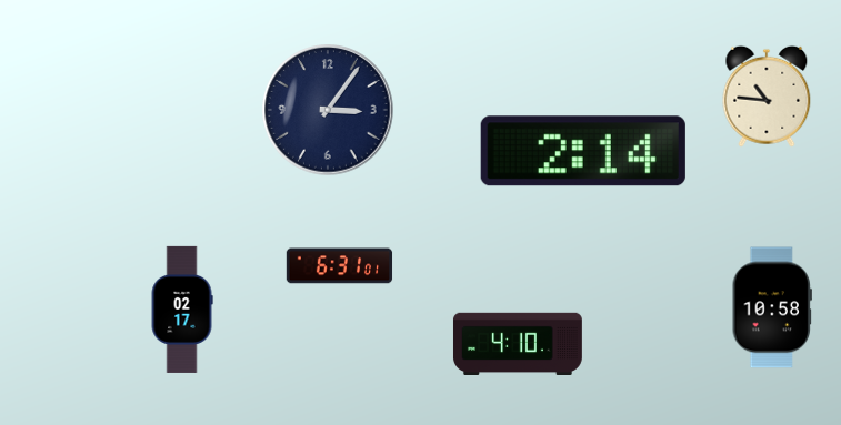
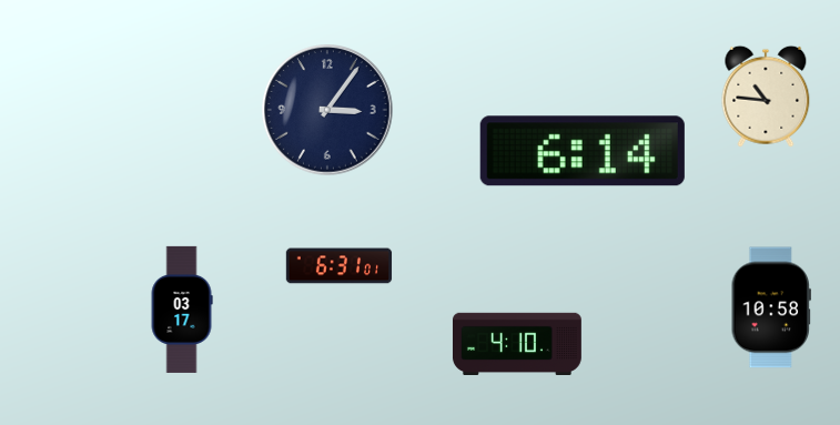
clock at (583, 151): 2:14 -> 6:14
clock at (182, 310): 02:17 -> 03:17
